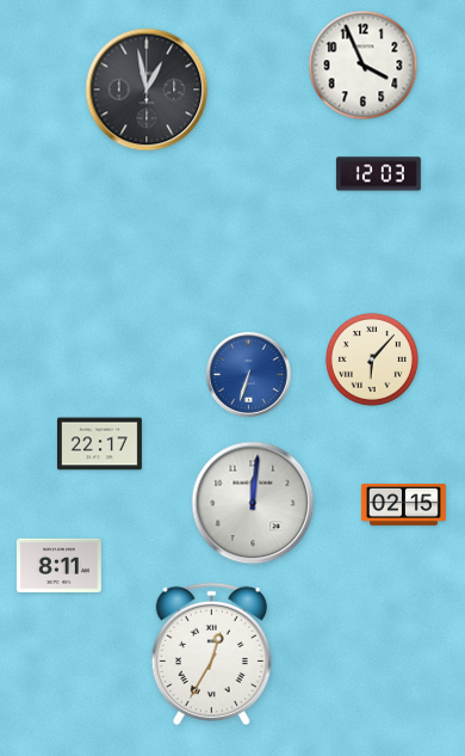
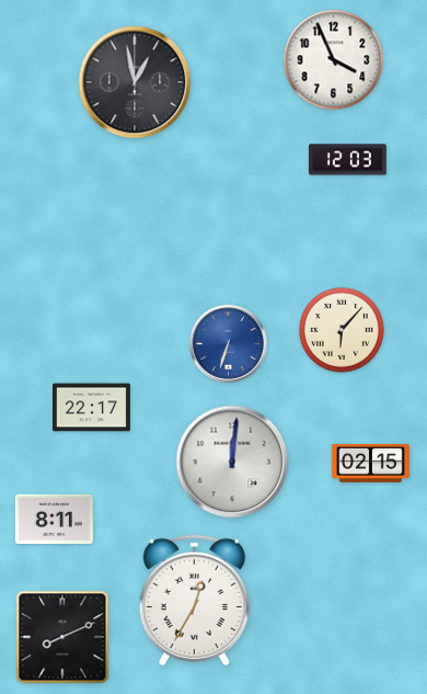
clock at (62, 637): none -> 8:11
